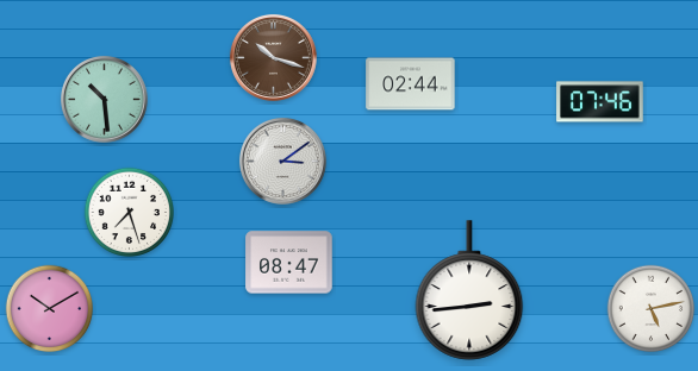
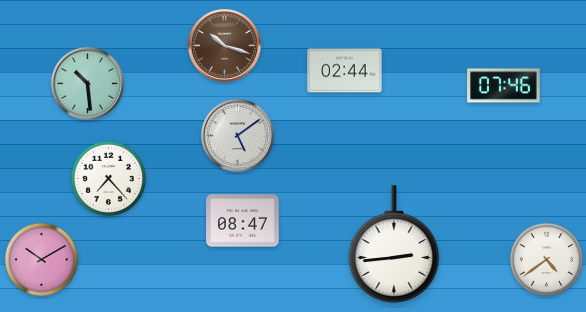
clock at (273, 57) position: (273, 57) -> (224, 45)
clock at (282, 161): 3:09 -> 5:09
clock at (129, 212): 7:27 -> 7:23
clock at (652, 309): 5:13 -> 4:39
